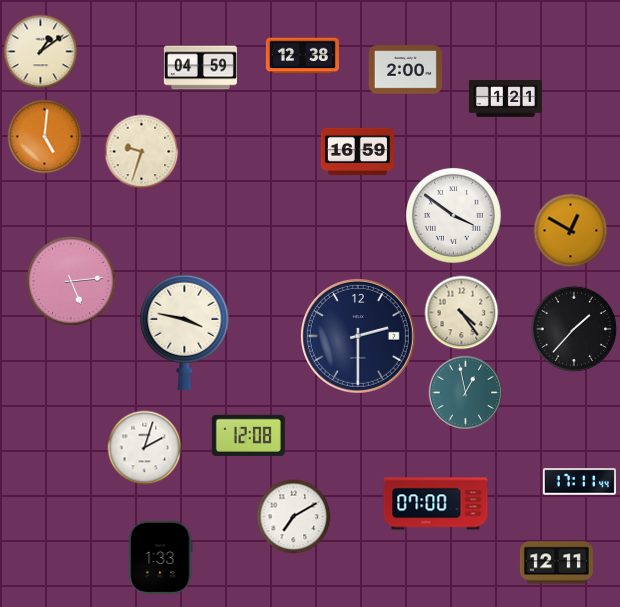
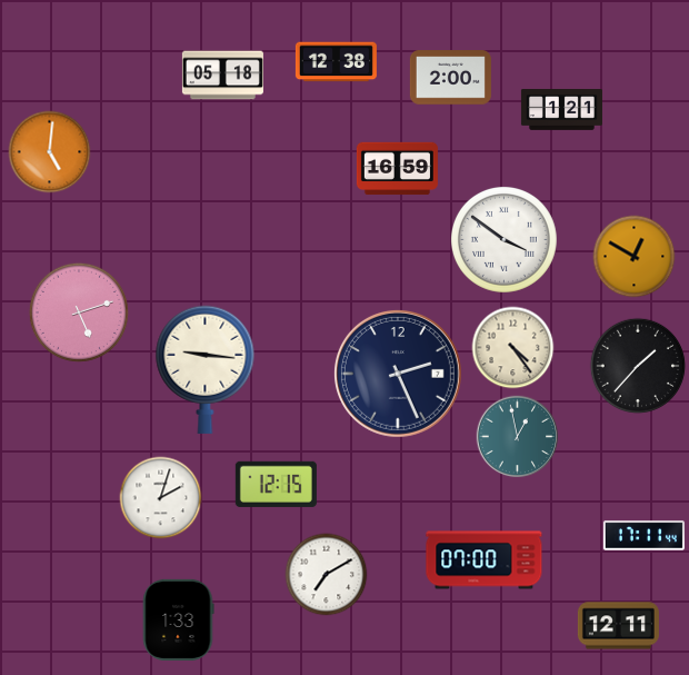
clock at (41, 52): 1:09 -> none
clock at (200, 68): 04:59 -> 05:18
clock at (142, 152): 9:33 -> none
clock at (71, 281): 5:14 -> 5:12
clock at (185, 332): 3:47 -> 9:16
clock at (358, 336): 2:30 -> 2:26
clock at (248, 435): 12:08 -> 12:15
